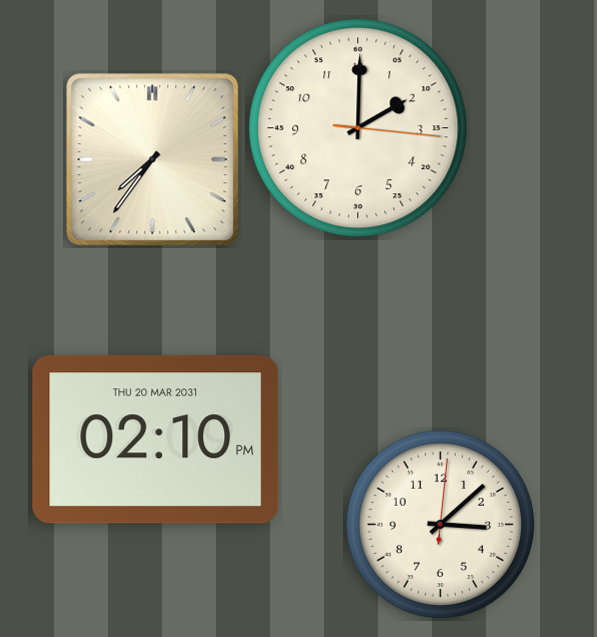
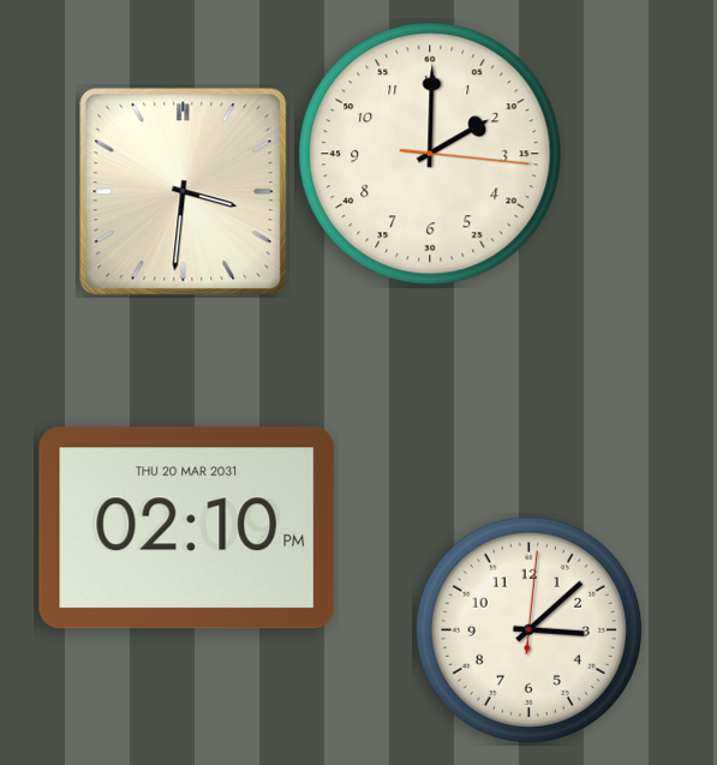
clock at (153, 160): 7:36 -> 3:31
